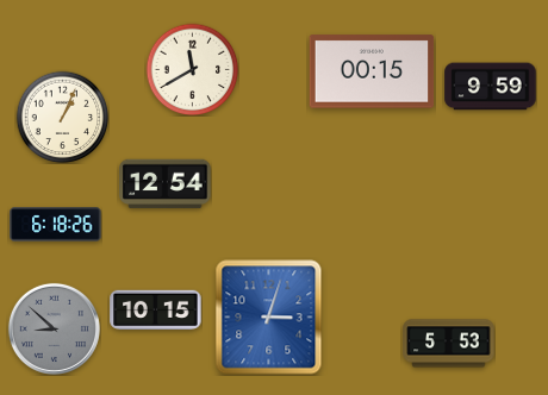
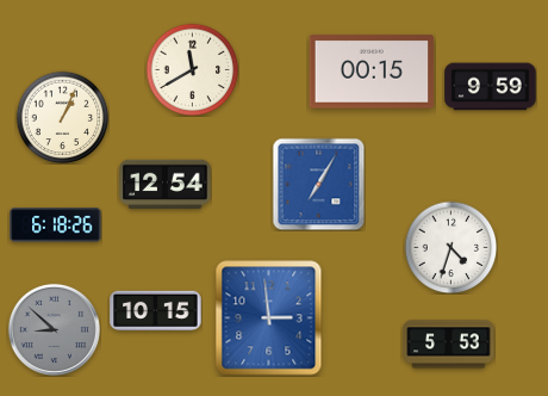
clock at (318, 184): none -> 7:05
clock at (450, 247): none -> 4:33
clock at (269, 318): 3:03 -> 2:59
